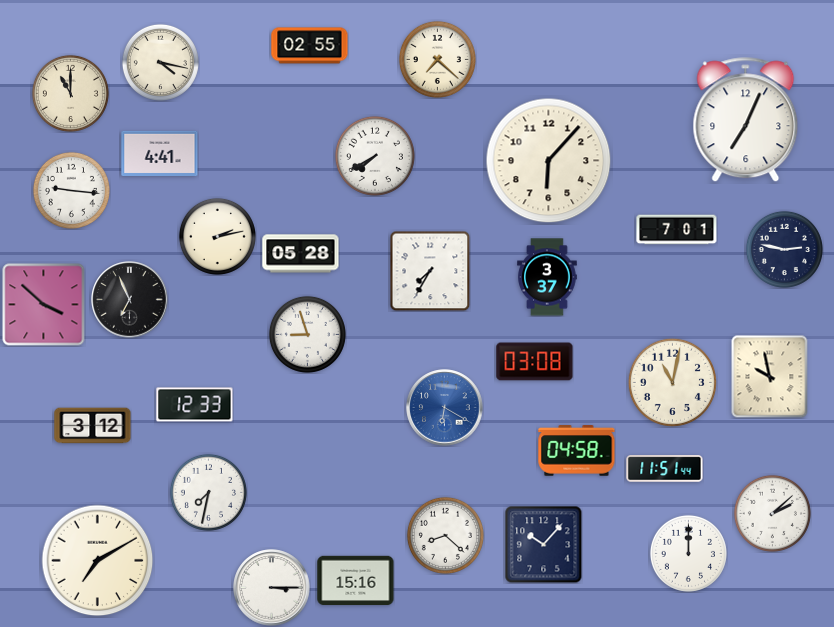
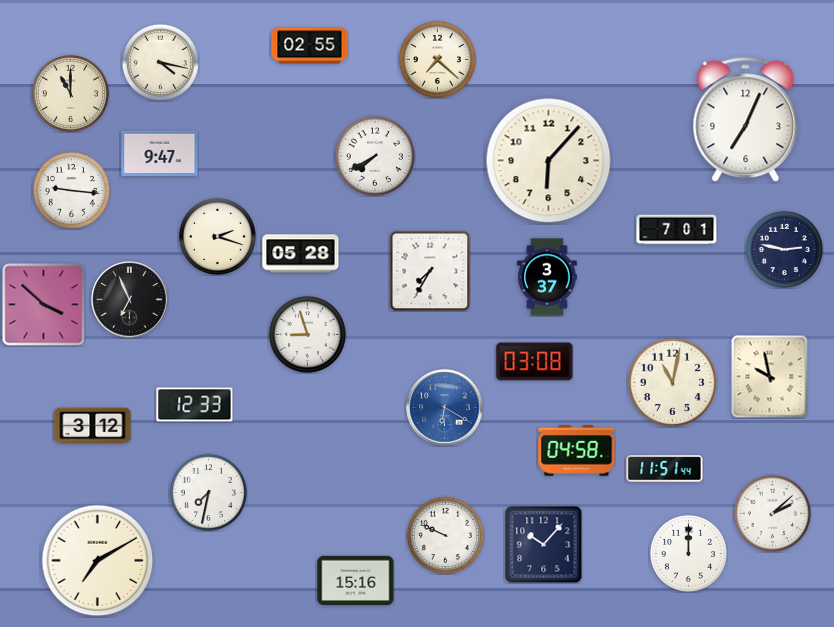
clock at (160, 153): 4:41 -> 9:47
clock at (217, 236): 2:13 -> 2:18
clock at (445, 535): 8:22 -> 9:49
clock at (272, 588): 3:15 -> none
